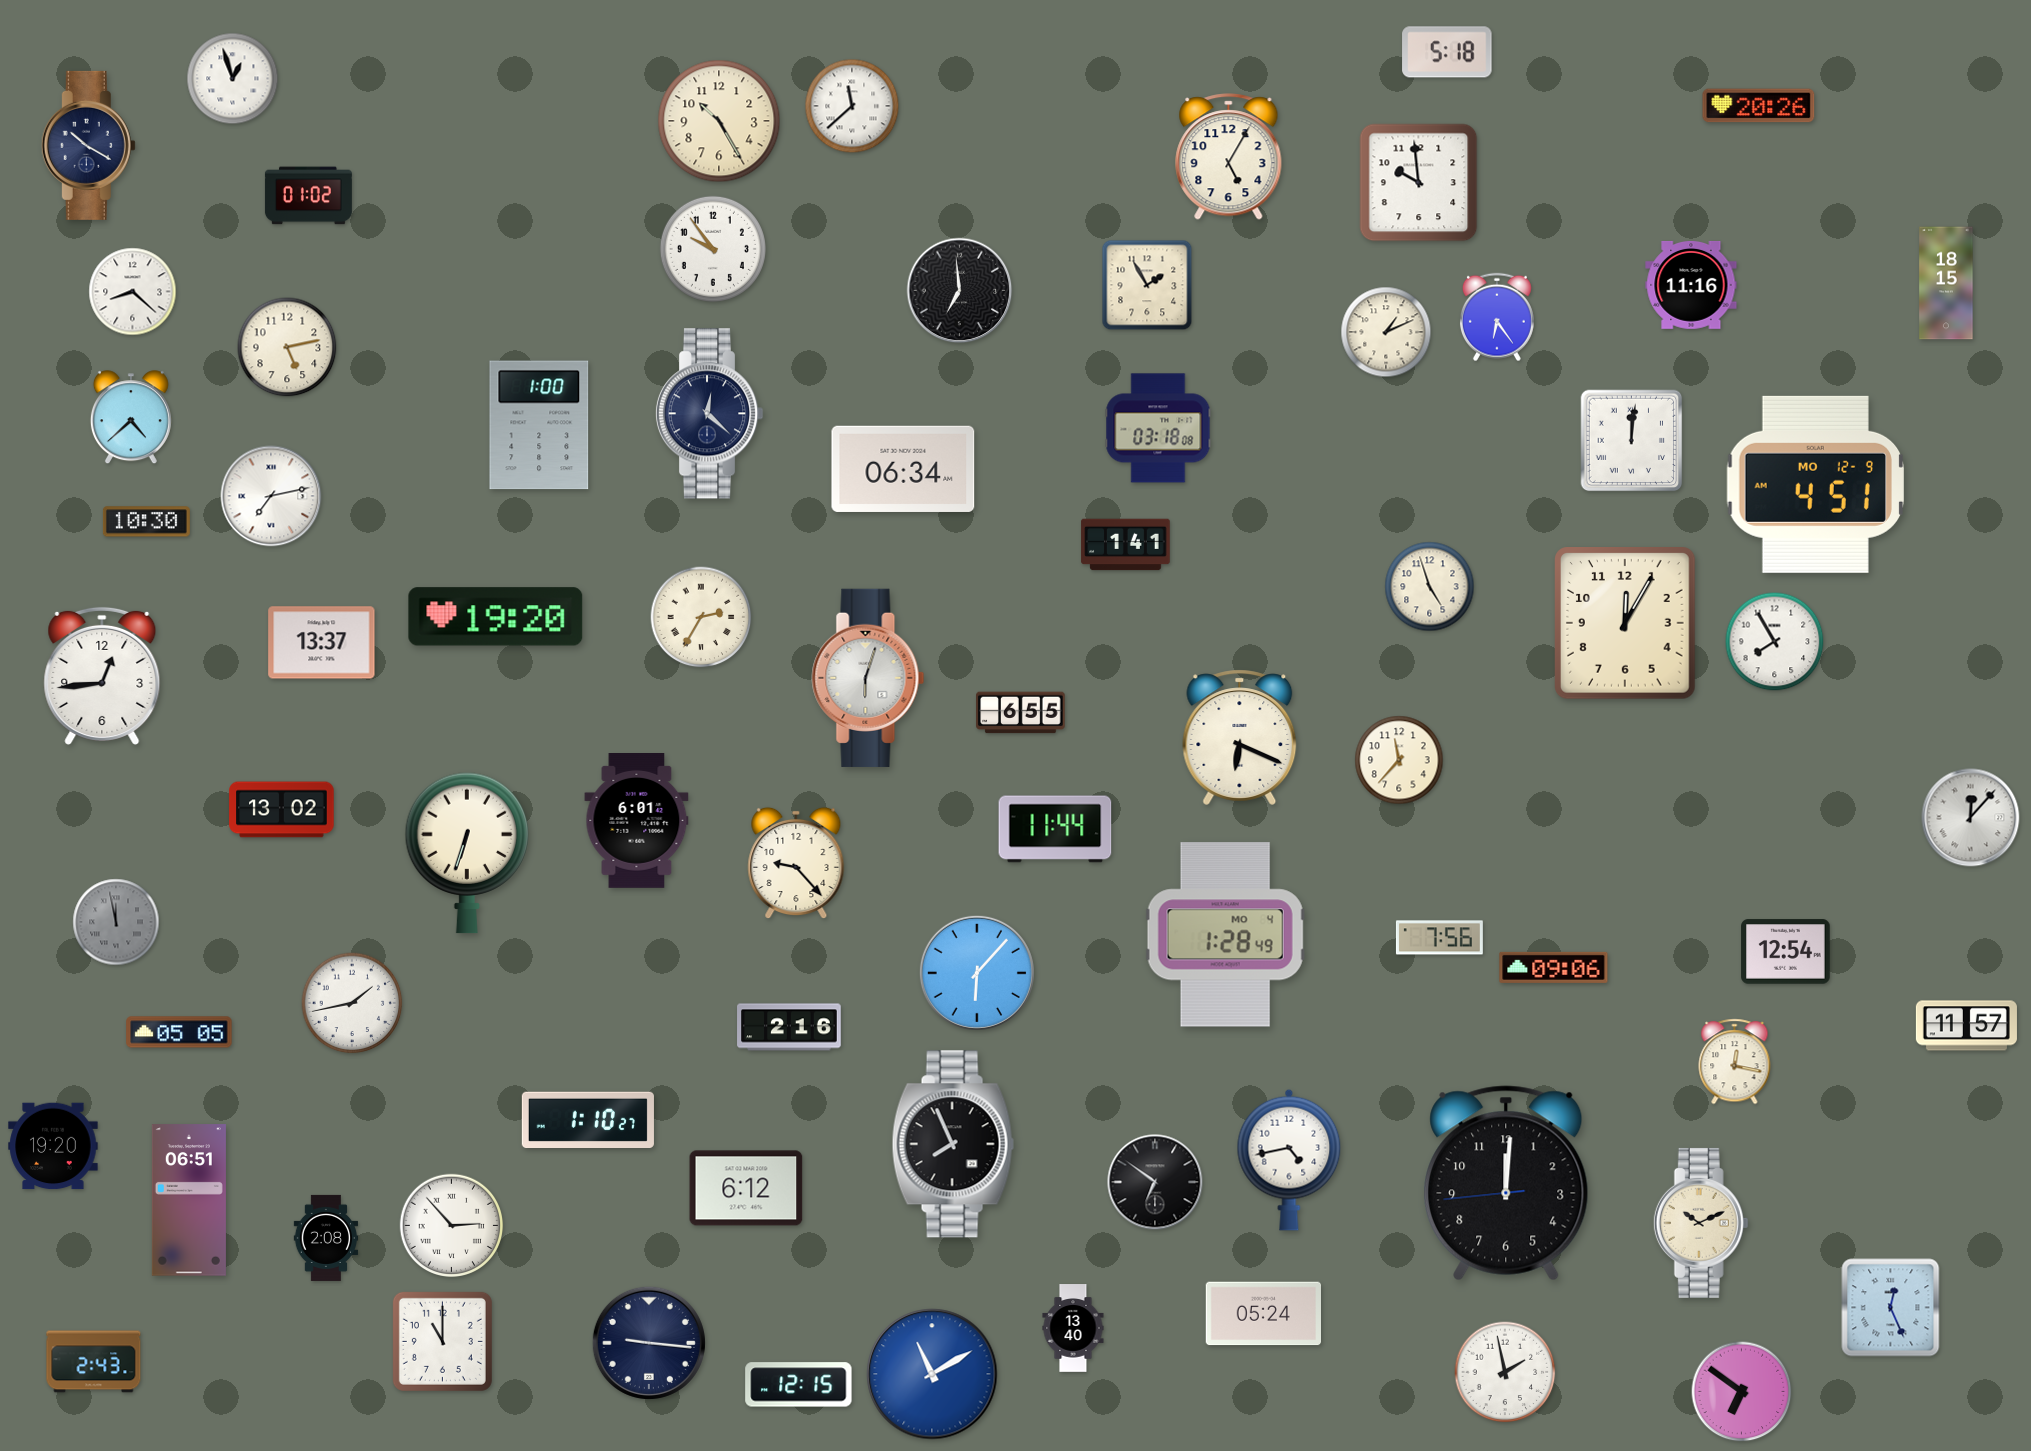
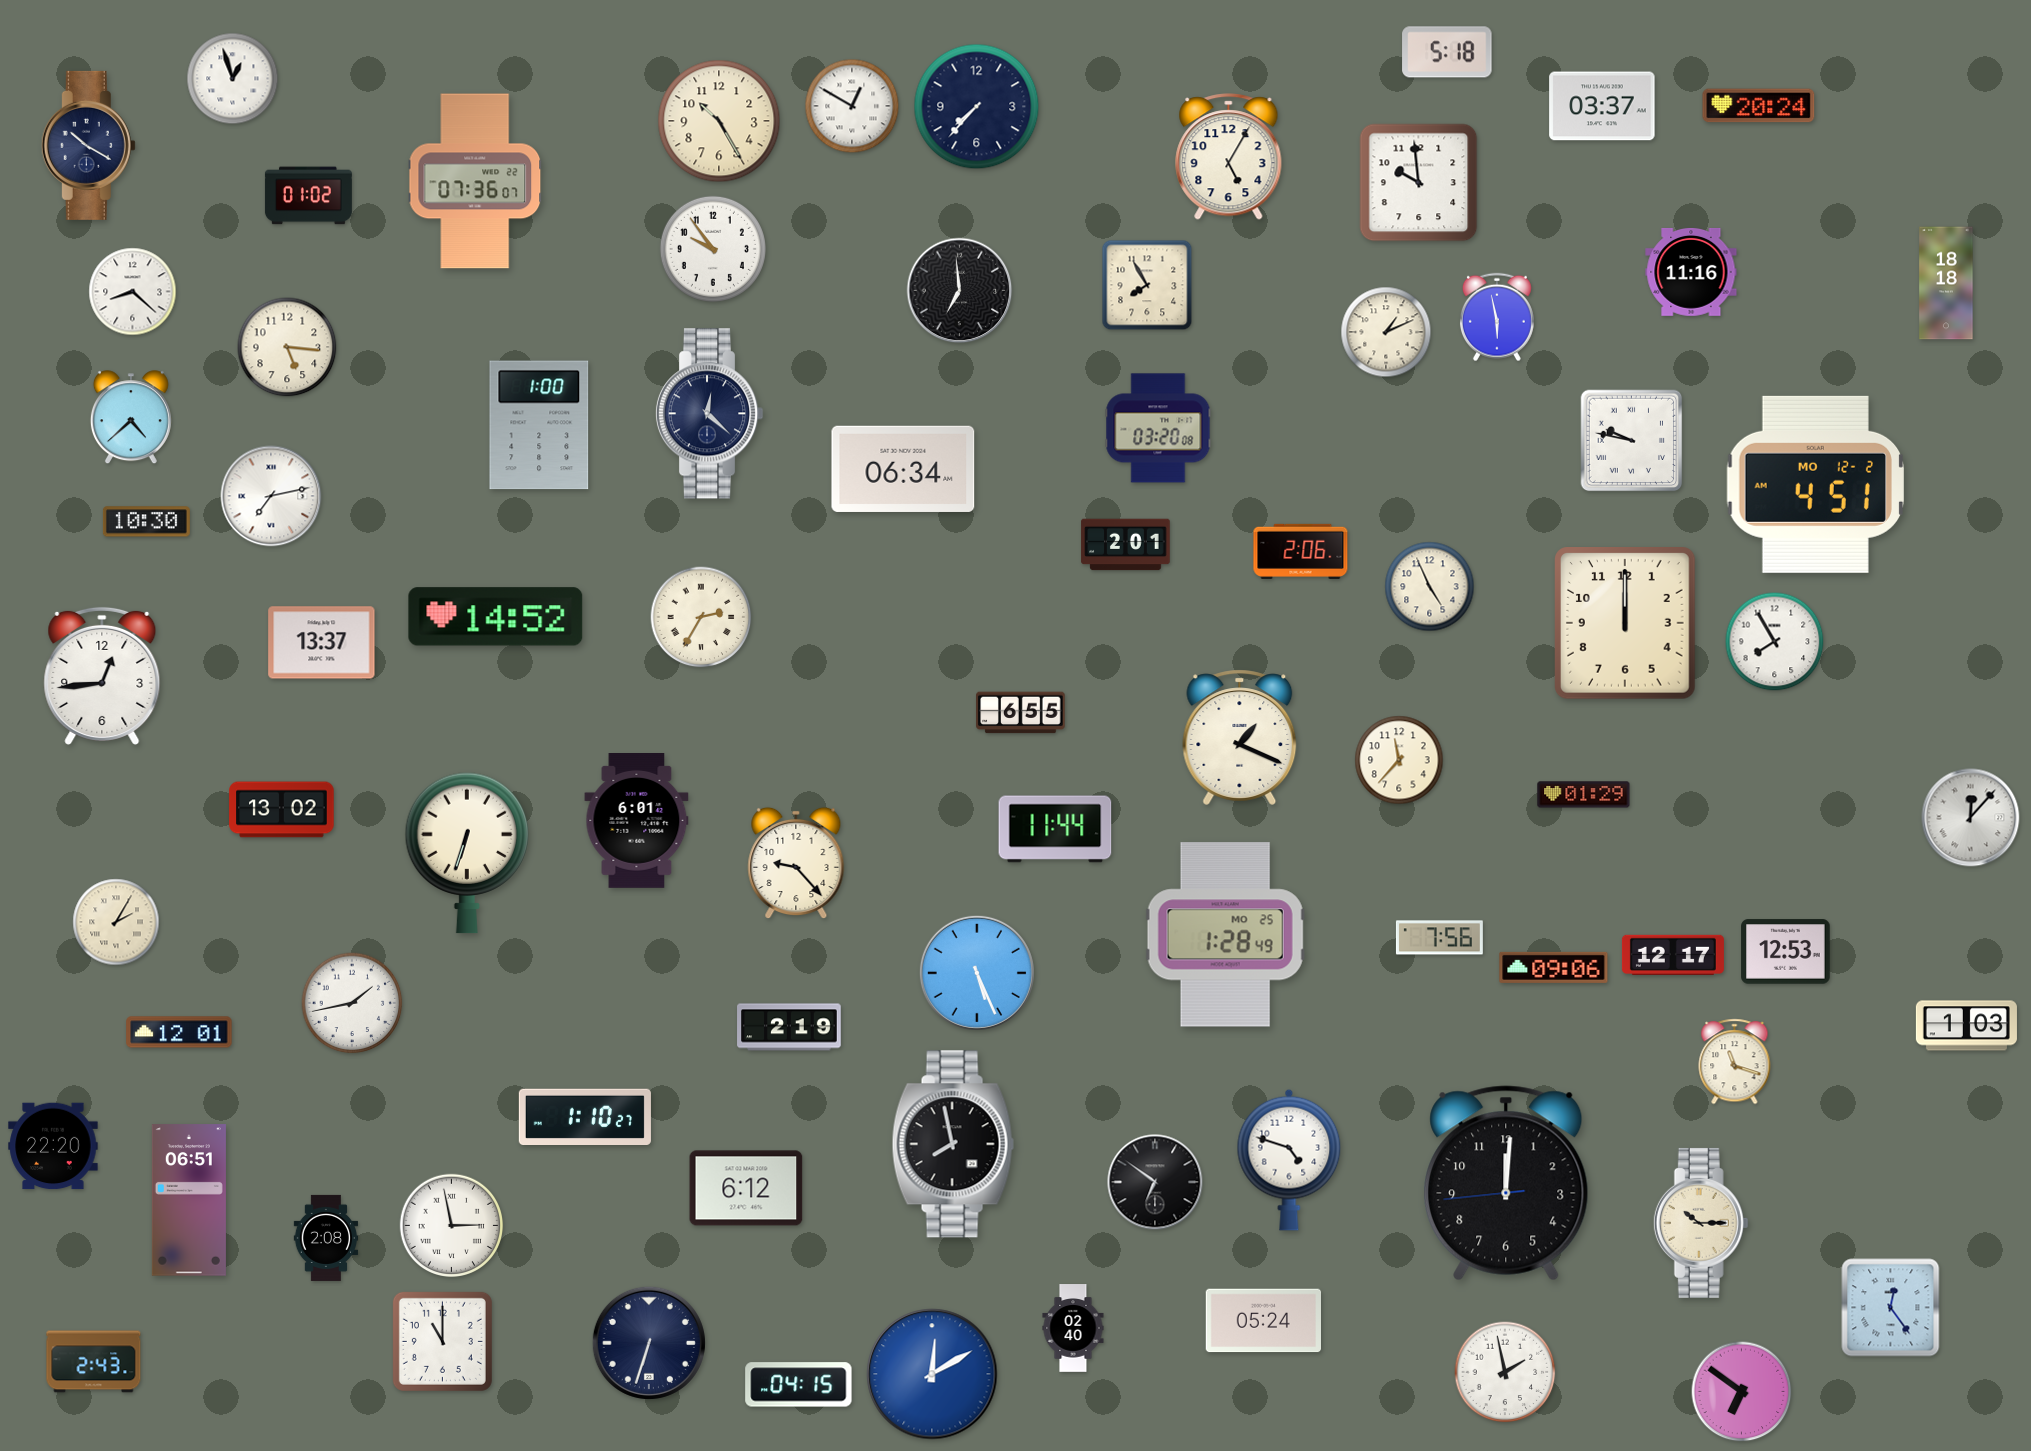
clock at (852, 106): 11:38 -> 12:50
clock at (1602, 106): none -> 03:37
clock at (1759, 106): 20:26 -> 20:24
clock at (977, 107): none -> 7:37
clock at (475, 181): none -> 07:36
clock at (1946, 283): 18:15 -> 18:18
clock at (1147, 285): 1:55 -> 7:55
clock at (1691, 285) position: (1691, 285) -> (1691, 272)
clock at (1497, 317): 6:24 -> 5:58
clock at (287, 347): 5:13 -> 5:16
clock at (1158, 428): 03:18 -> 03:20
clock at (1632, 441): 12:01 -> 9:47
clock at (1816, 484) date: MO 12-9 -> MO 12-2
clock at (1126, 545): 1:41 -> 2:01
clock at (1301, 551): none -> 2:06
clock at (1430, 587): 4:57 -> 4:56
clock at (496, 617): 19:20 -> 14:52
clock at (1626, 624): 12:05 -> 12:00
clock at (868, 678): 6:03 -> none
clock at (1240, 737): 6:19 -> 1:19
clock at (1584, 795): none -> 01:29
clock at (116, 922): 11:58 -> 2:05
clock at (116, 922) dial: grey -> cream
clock at (1225, 935) date: MO 4 -> MO 25
clock at (1786, 952): 12:54 -> 12:53
clock at (1673, 954): none -> 12:17
clock at (977, 973): 6:07 -> 5:26
clock at (1966, 1026): 11:57 -> 1:03
clock at (789, 1027): 2:16 -> 2:19
clock at (179, 1032): 05:05 -> 12:01
clock at (1735, 1062): 12:17 -> 11:18
clock at (588, 1120) position: (588, 1120) -> (585, 1117)
clock at (953, 1144): 7:56 -> 7:58
clock at (53, 1146): 19:20 -> 22:20
clock at (1289, 1160): 4:43 -> 4:48
clock at (1701, 1223): 10:11 -> 10:15
clock at (452, 1226): 2:53 -> 2:58
clock at (1891, 1308): 12:26 -> 12:24
clock at (1263, 1314) position: (1263, 1314) -> (1263, 1321)
clock at (1073, 1328): 13:40 -> 02:40
clock at (649, 1343): 9:16 -> 6:33
clock at (932, 1374): 11:10 -> 12:10
clock at (799, 1385): 12:15 -> 04:15
